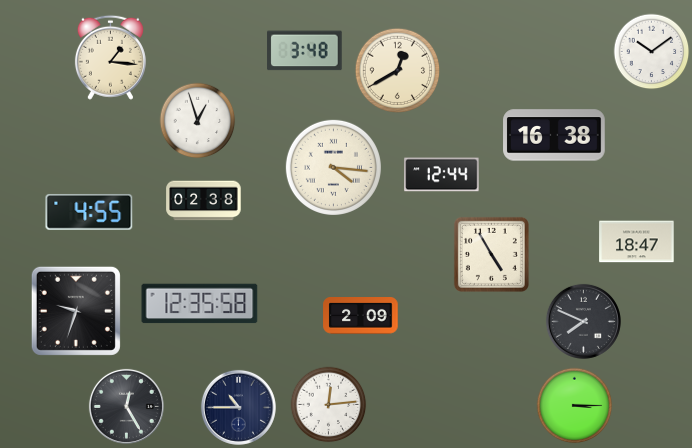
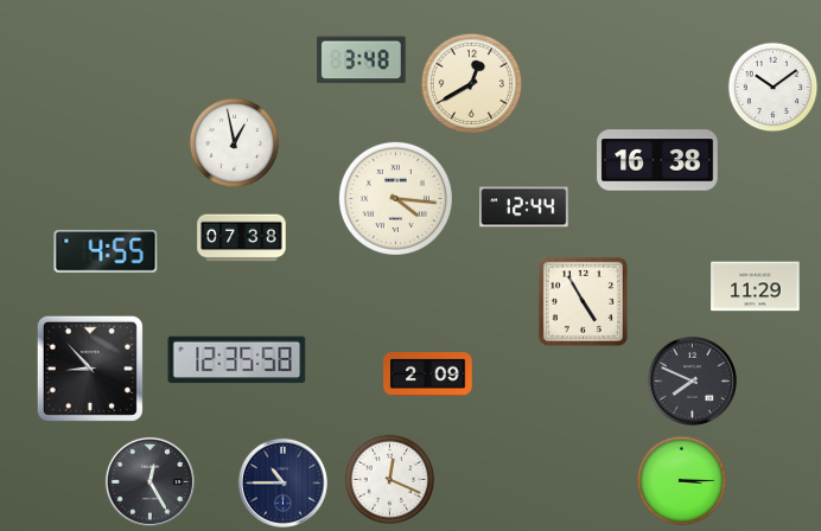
clock at (652, 52) position: (652, 52) -> (774, 88)
clock at (110, 57): 1:16 -> none
clock at (198, 121): 12:57 -> 12:58
clock at (204, 201): 02:38 -> 07:38
clock at (637, 242): 18:47 -> 11:29
clock at (76, 311): 9:33 -> 8:53
clock at (329, 405): 12:14 -> 12:19
